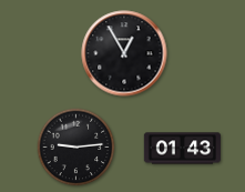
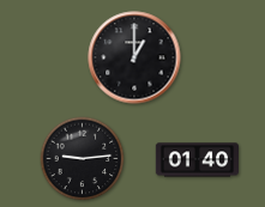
clock at (124, 53): 12:55 -> 1:00
clock at (183, 149): 01:43 -> 01:40
